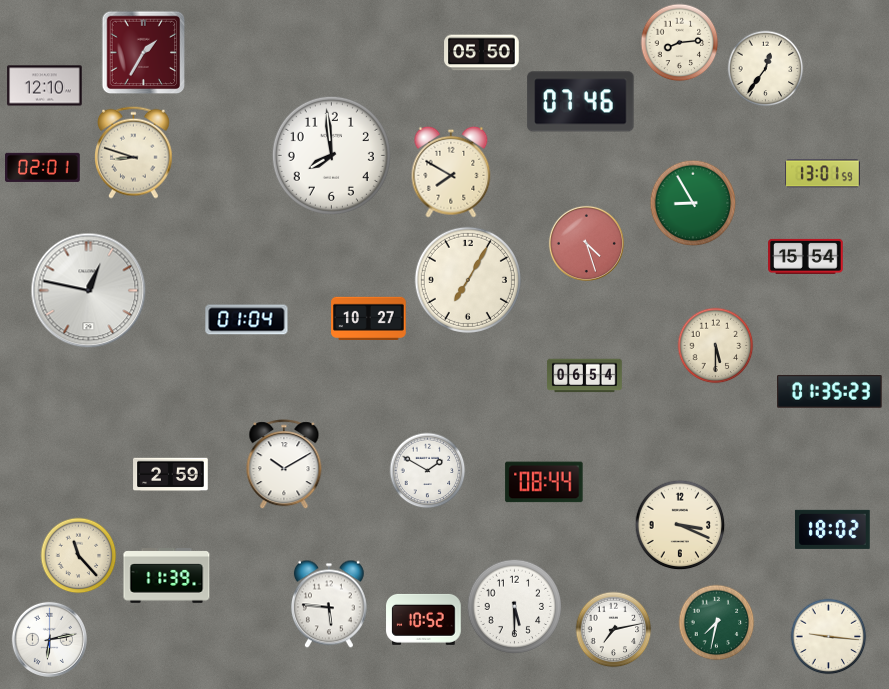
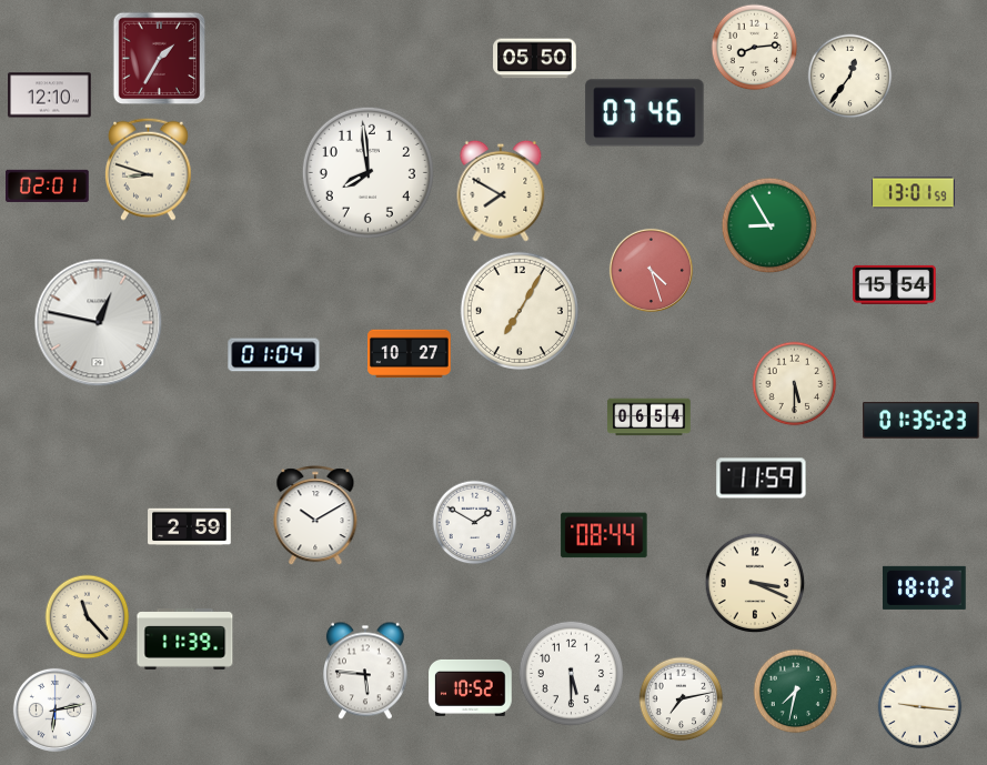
clock at (830, 392) position: (830, 392) -> (921, 421)
clock at (762, 479): none -> 11:59
